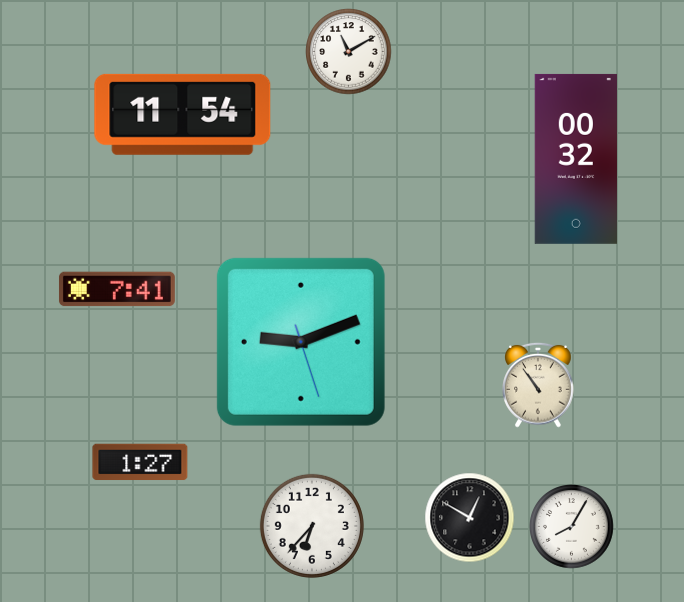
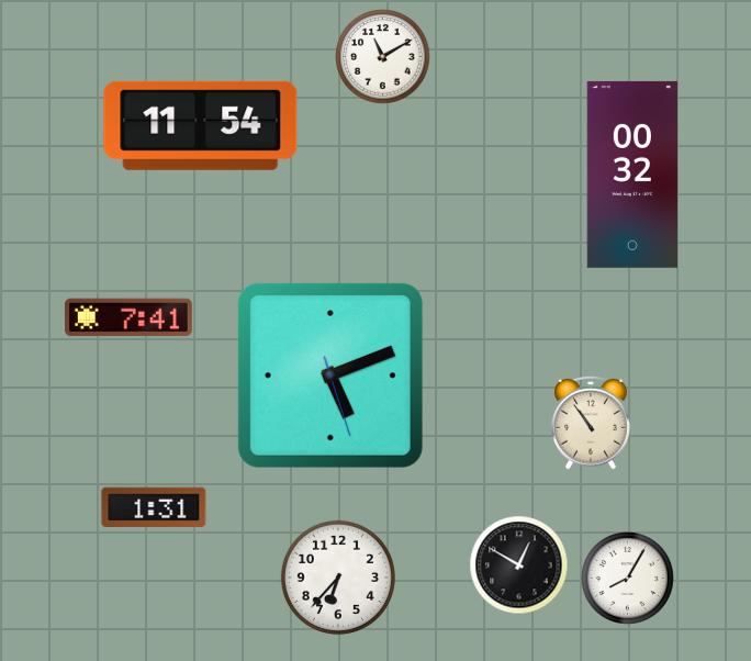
clock at (301, 342): 9:11 -> 5:11
clock at (140, 462): 1:27 -> 1:31
clock at (470, 518) position: (470, 518) -> (519, 565)
clock at (312, 526) position: (312, 526) -> (338, 578)
